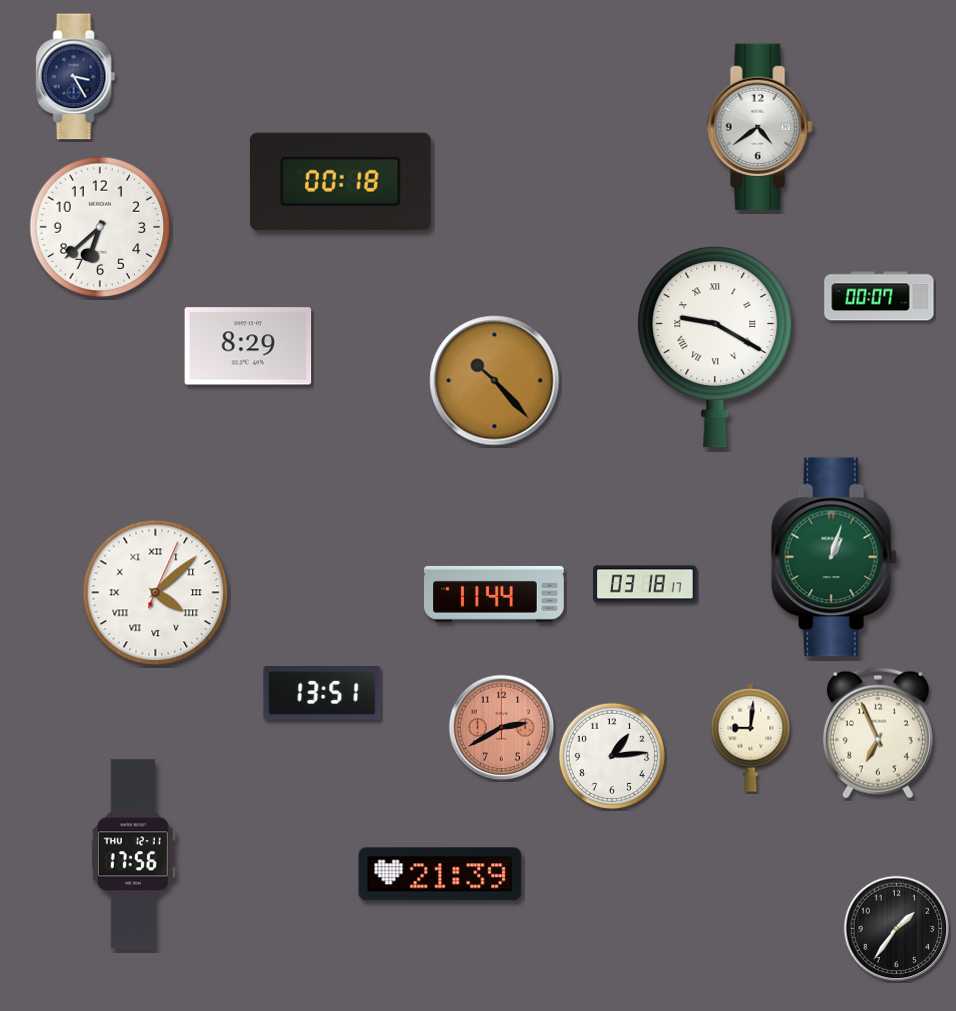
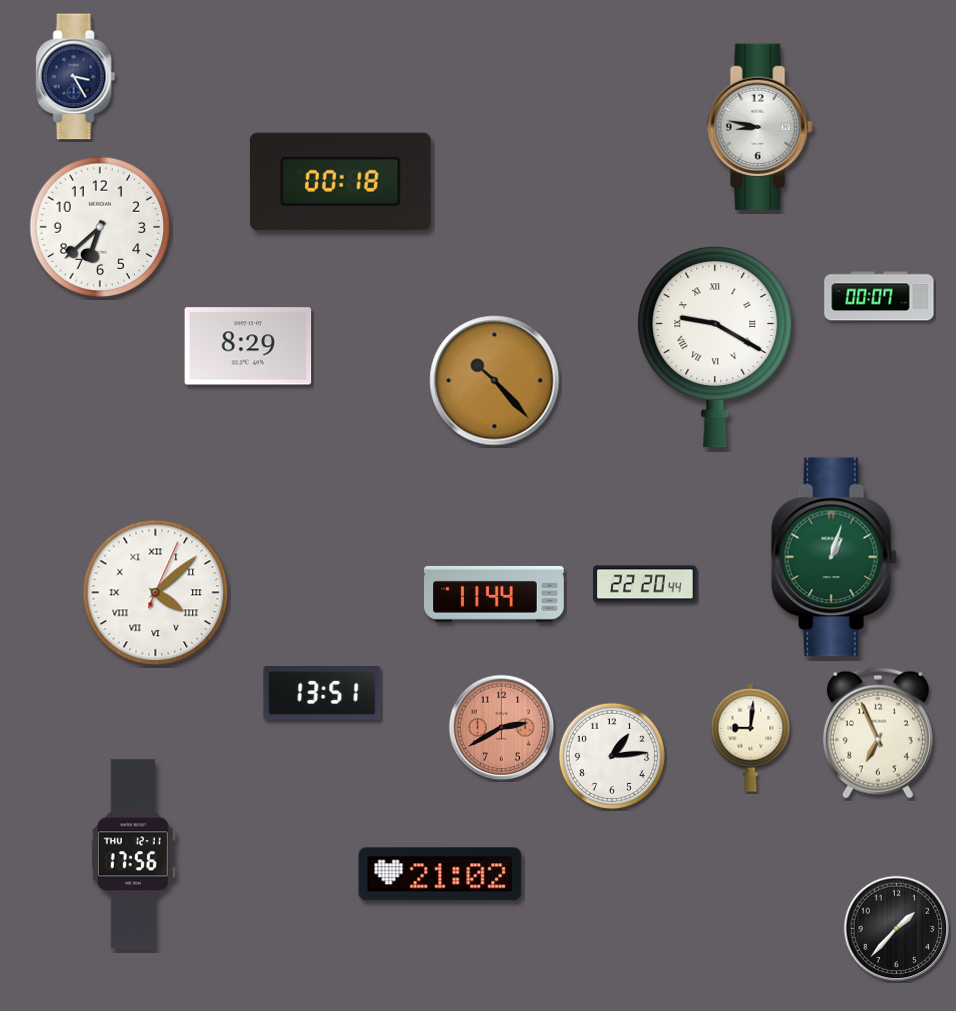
clock at (760, 127): 4:39 -> 8:47
clock at (645, 584): 03:18 -> 22:20
clock at (440, 874): 21:39 -> 21:02
clock at (897, 929): 1:36 -> 1:37
